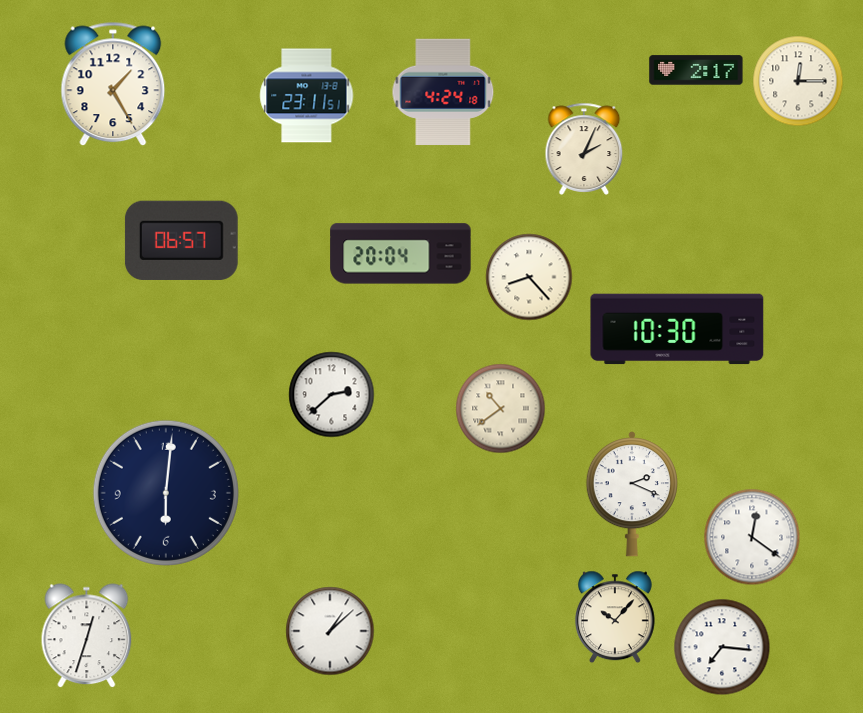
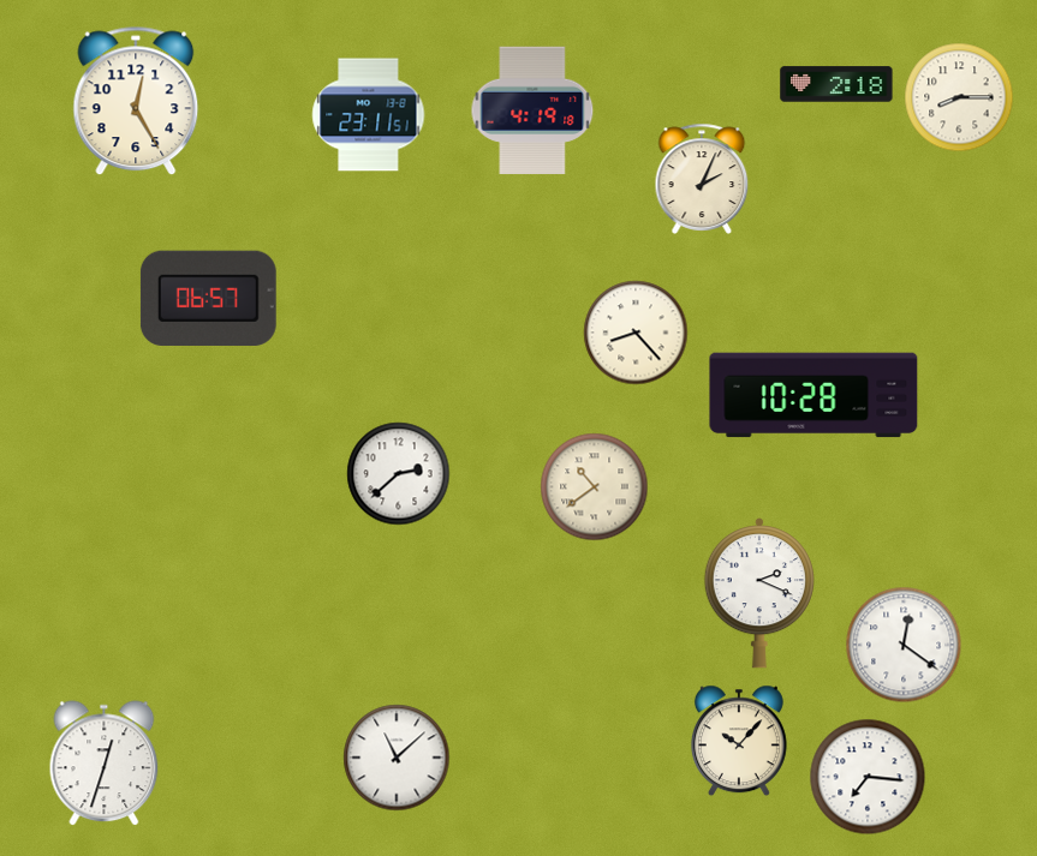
clock at (696, 70): 2:17 -> 2:18
clock at (798, 81): 12:15 -> 8:15
clock at (113, 84): 1:25 -> 12:25
clock at (443, 92): 4:24 -> 4:19
clock at (181, 240) position: (181, 240) -> (208, 298)
clock at (401, 254): 20:04 -> none
clock at (677, 329): 10:30 -> 10:28
clock at (501, 409) position: (501, 409) -> (595, 487)
clock at (166, 493): 6:01 -> none
clock at (330, 631): 1:08 -> 11:08
